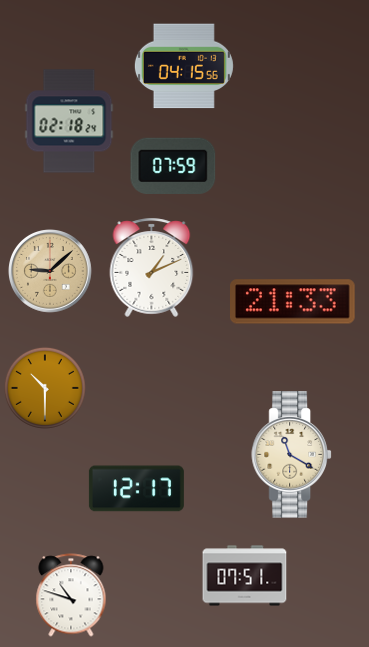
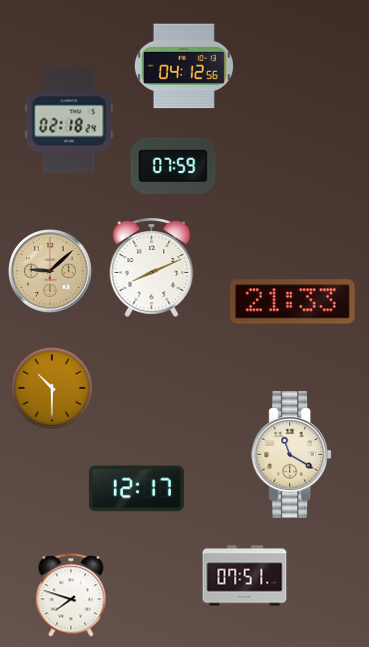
clock at (184, 66): 04:15 -> 04:12
clock at (152, 267): 1:11 -> 8:11
clock at (45, 388) position: (45, 388) -> (52, 388)
clock at (71, 595): 10:48 -> 7:48
